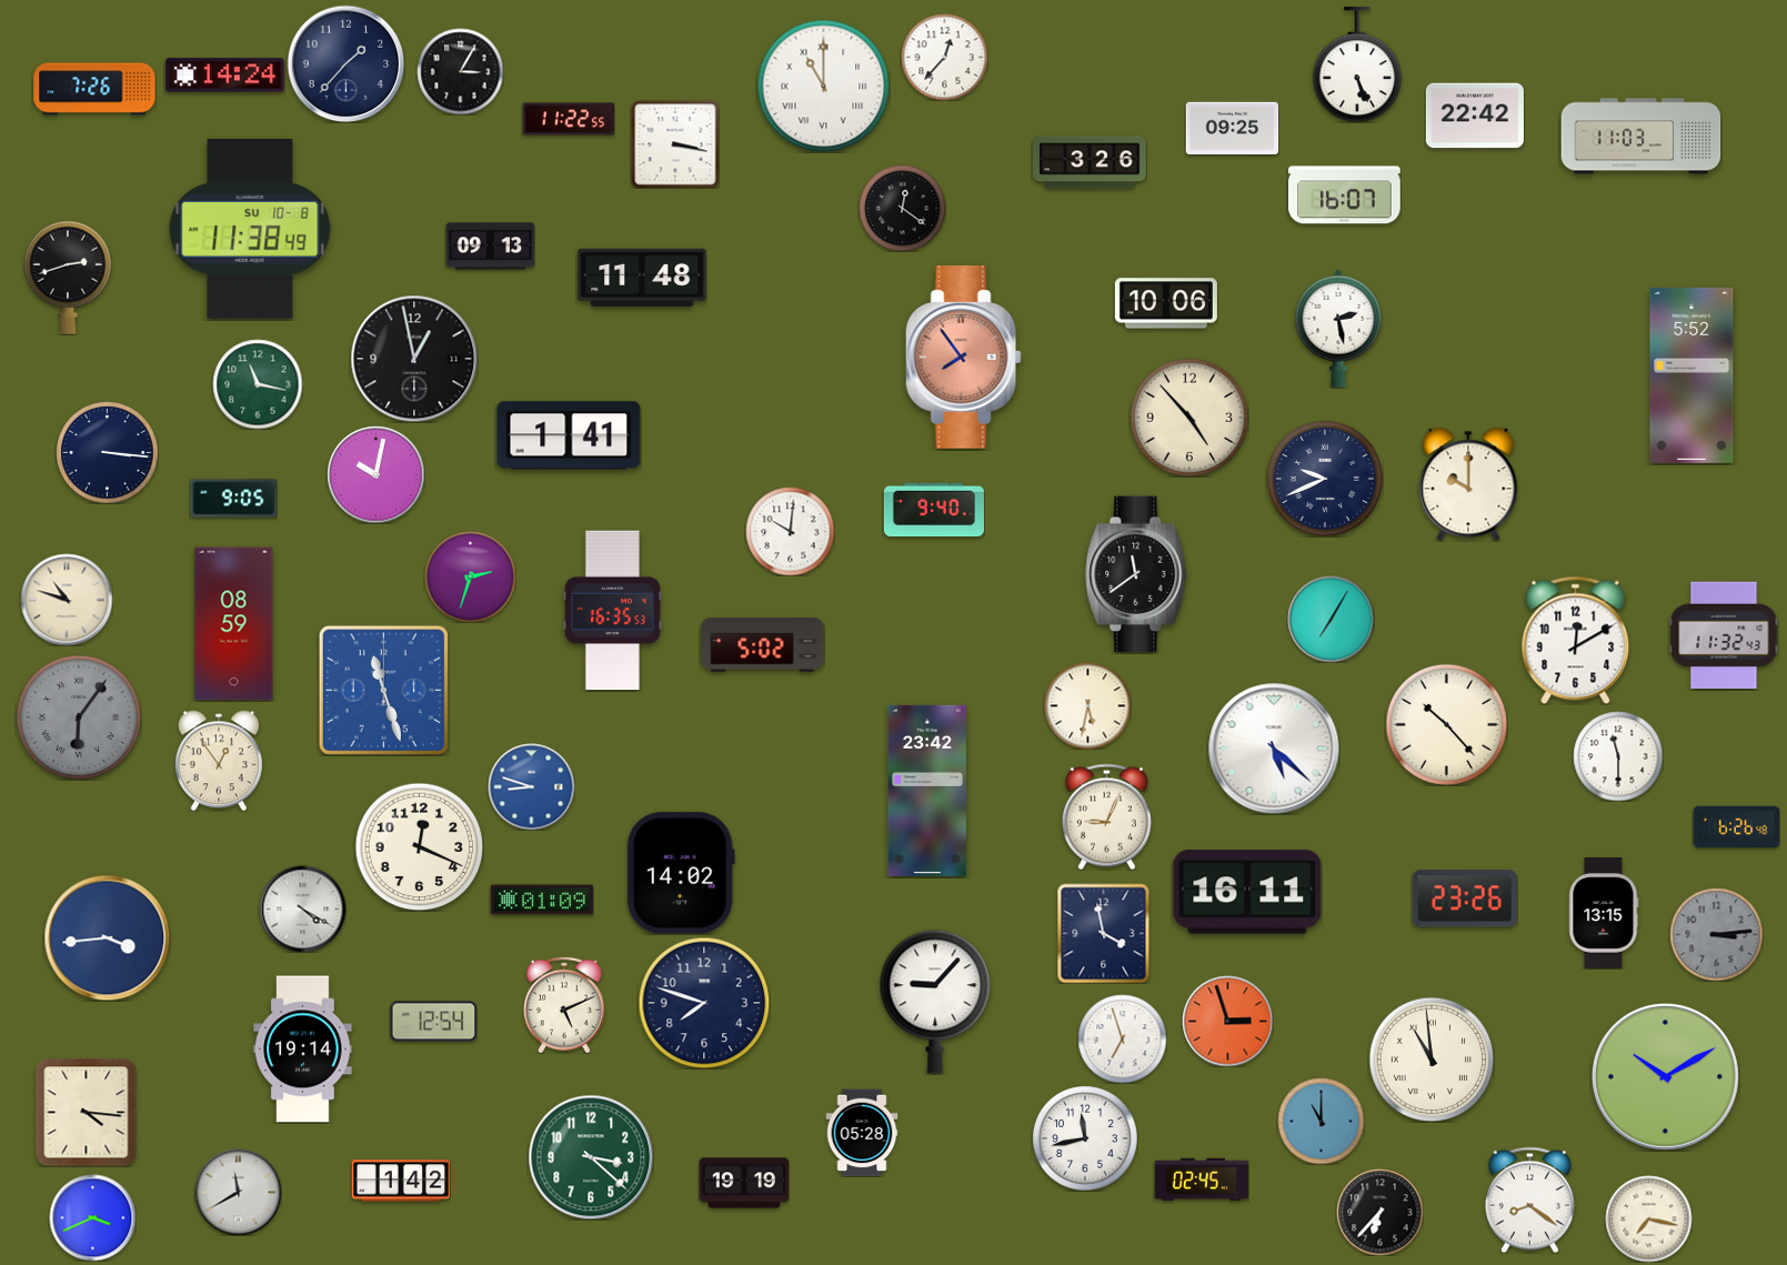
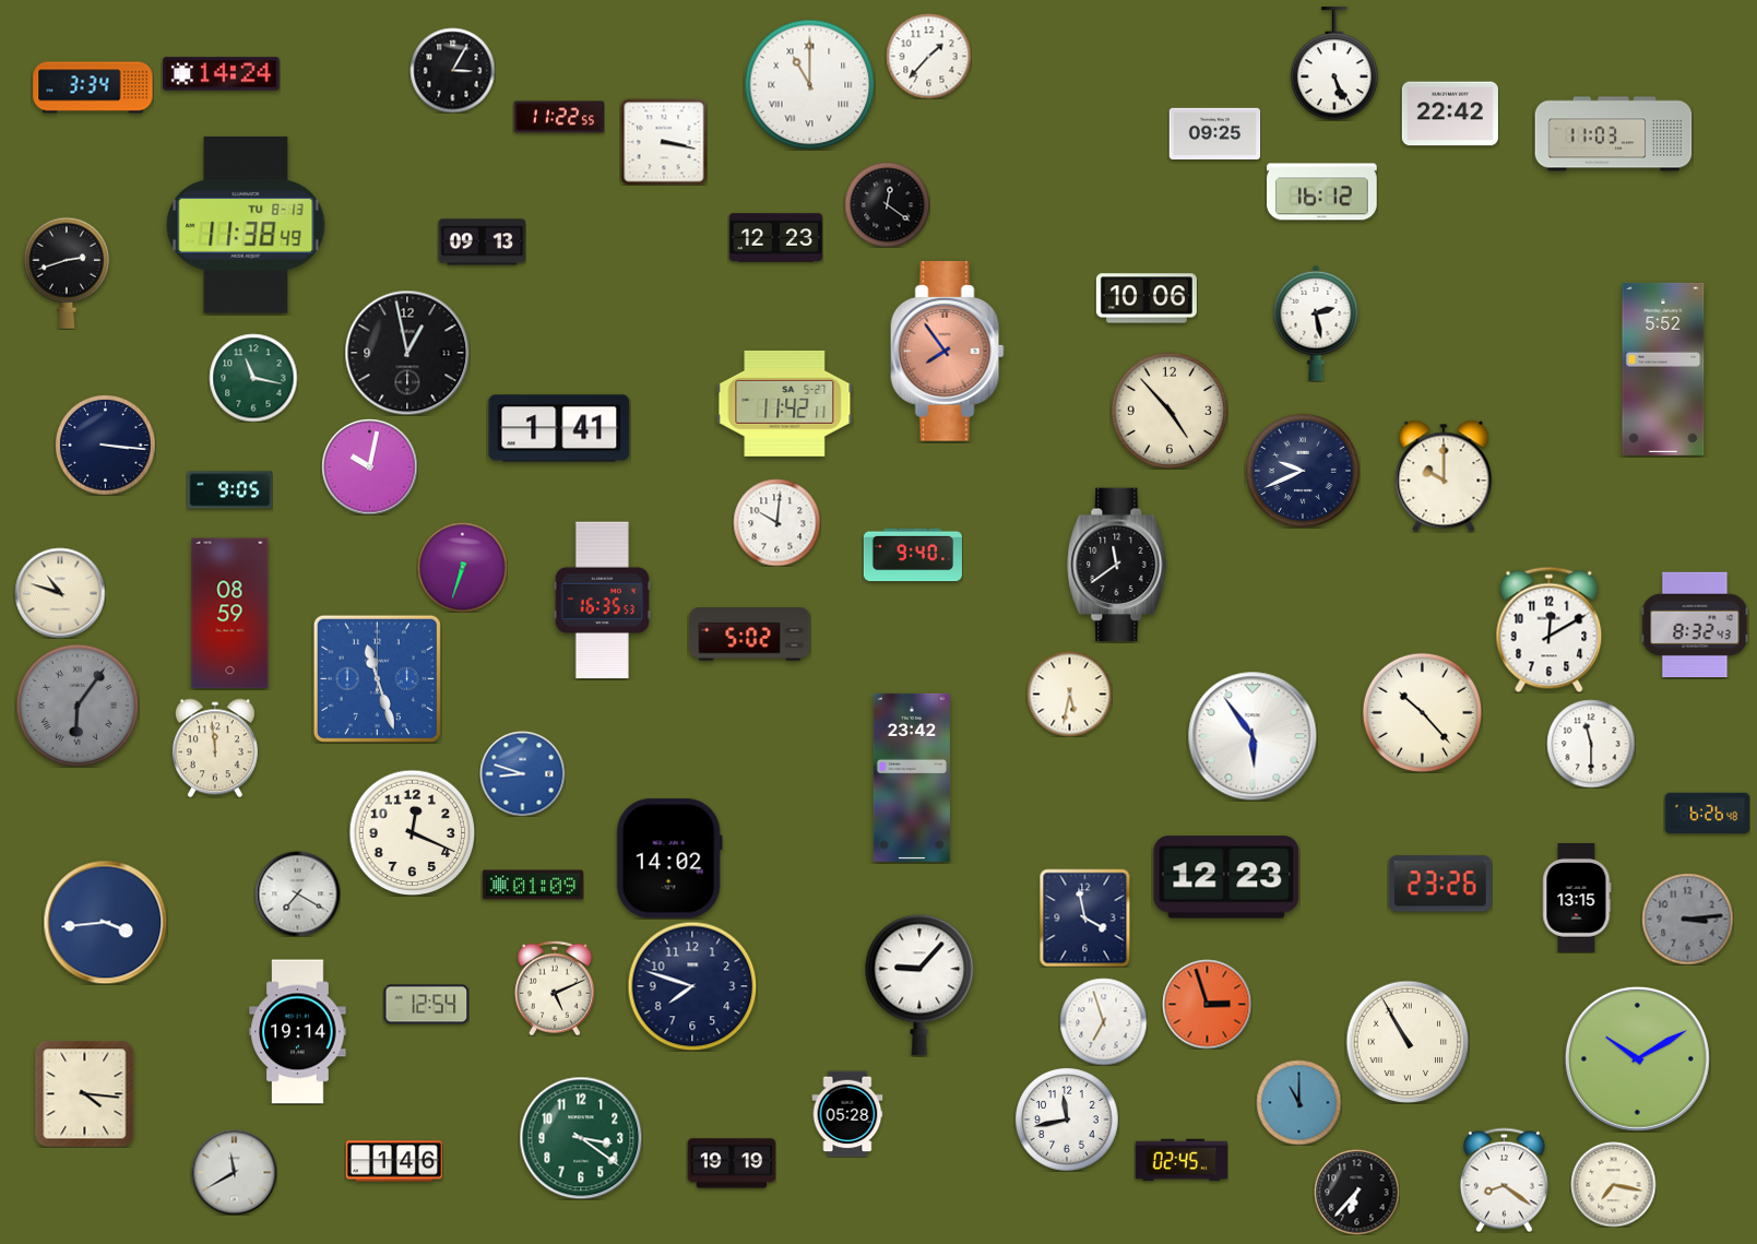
clock at (944, 57): 12:37 -> 1:37
clock at (345, 63): 1:37 -> none
clock at (94, 89): 7:26 -> 3:34
clock at (1232, 128) position: (1232, 128) -> (1214, 133)
clock at (1090, 162): 3:26 -> none
clock at (1345, 195): 16:07 -> 16:12
clock at (250, 229) date: SU 10-8 -> TU 8-13
clock at (775, 238): none -> 12:23
clock at (642, 278): 11:48 -> none
clock at (785, 403): none -> 11:42
clock at (934, 510) position: (934, 510) -> (913, 555)
clock at (470, 576): 2:33 -> 6:33
clock at (67, 600) position: (67, 600) -> (60, 593)
clock at (1331, 619): 7:05 -> none
clock at (1724, 635): 11:32 -> 8:32
clock at (1274, 749): 5:22 -> 5:54
clock at (219, 761): 12:54 -> 11:59
clock at (1106, 816): 9:04 -> none
clock at (1247, 892): 16:11 -> 12:23
clock at (302, 908): 4:20 -> 7:20
clock at (1432, 1060): 10:59 -> 10:55
clock at (591, 1157): 3:22 -> 3:21
clock at (400, 1181): 1:42 -> 1:46
clock at (92, 1217): 3:41 -> none
clock at (1648, 1218) position: (1648, 1218) -> (1613, 1184)
